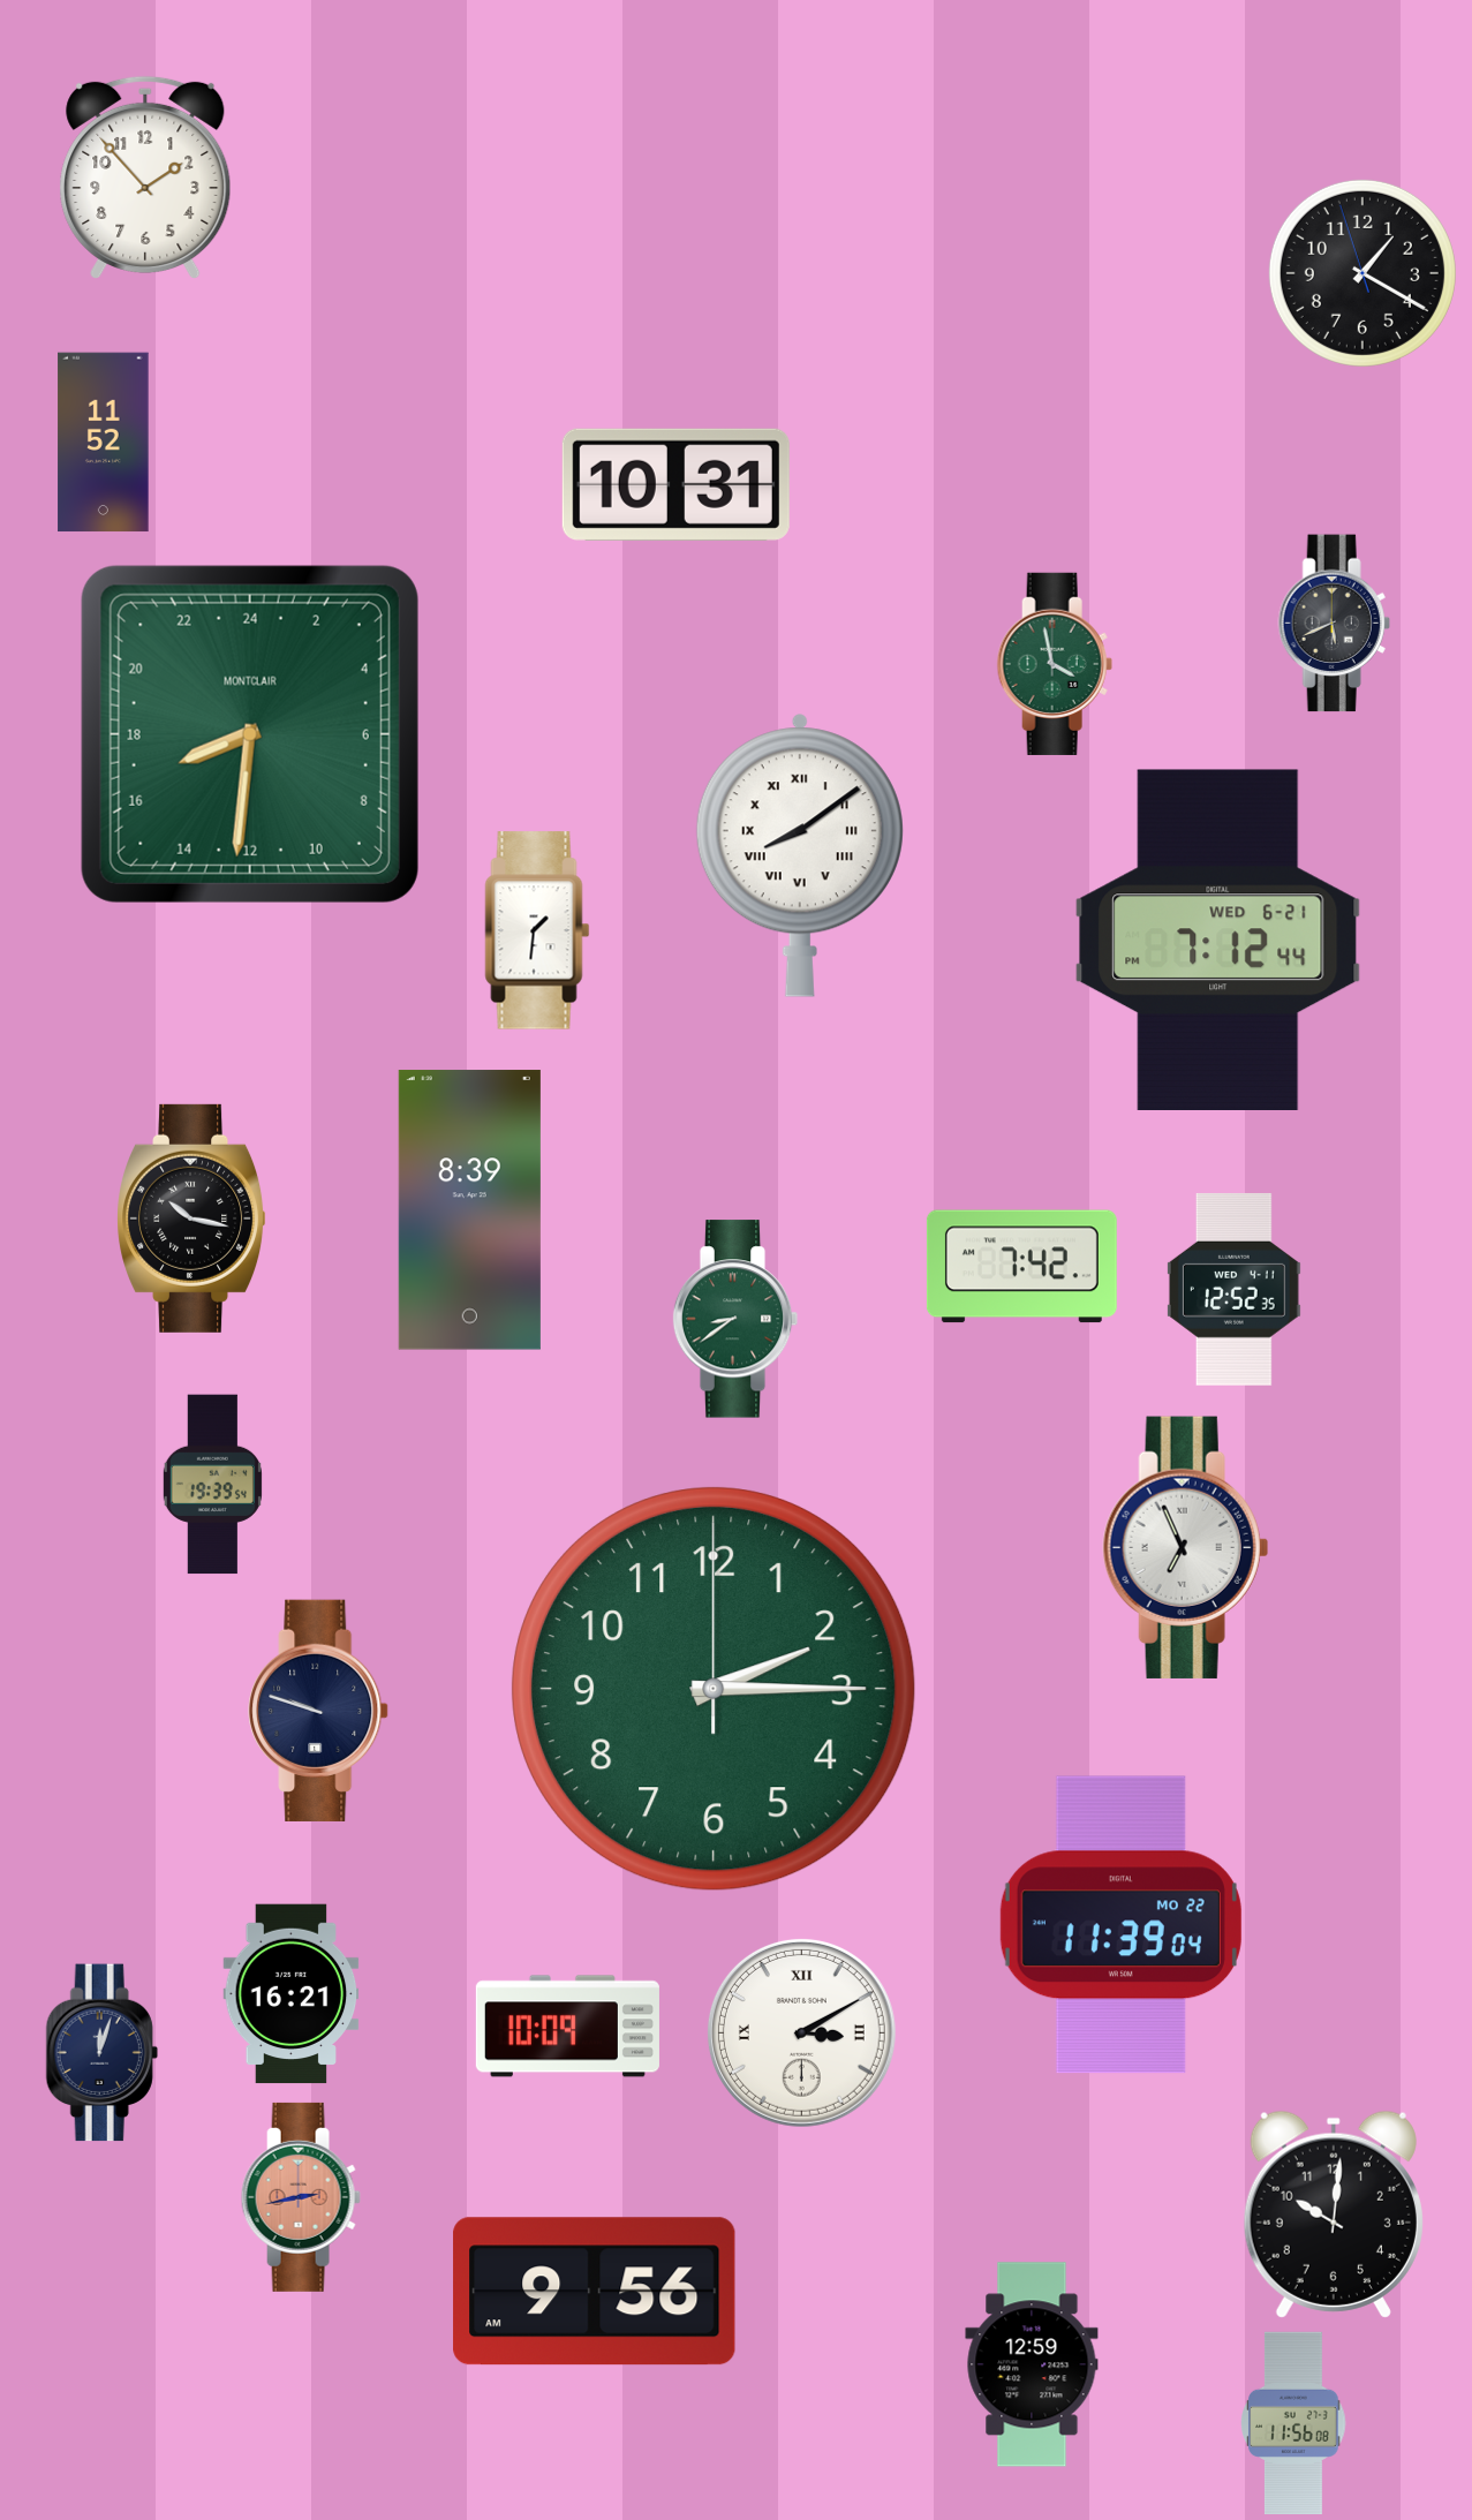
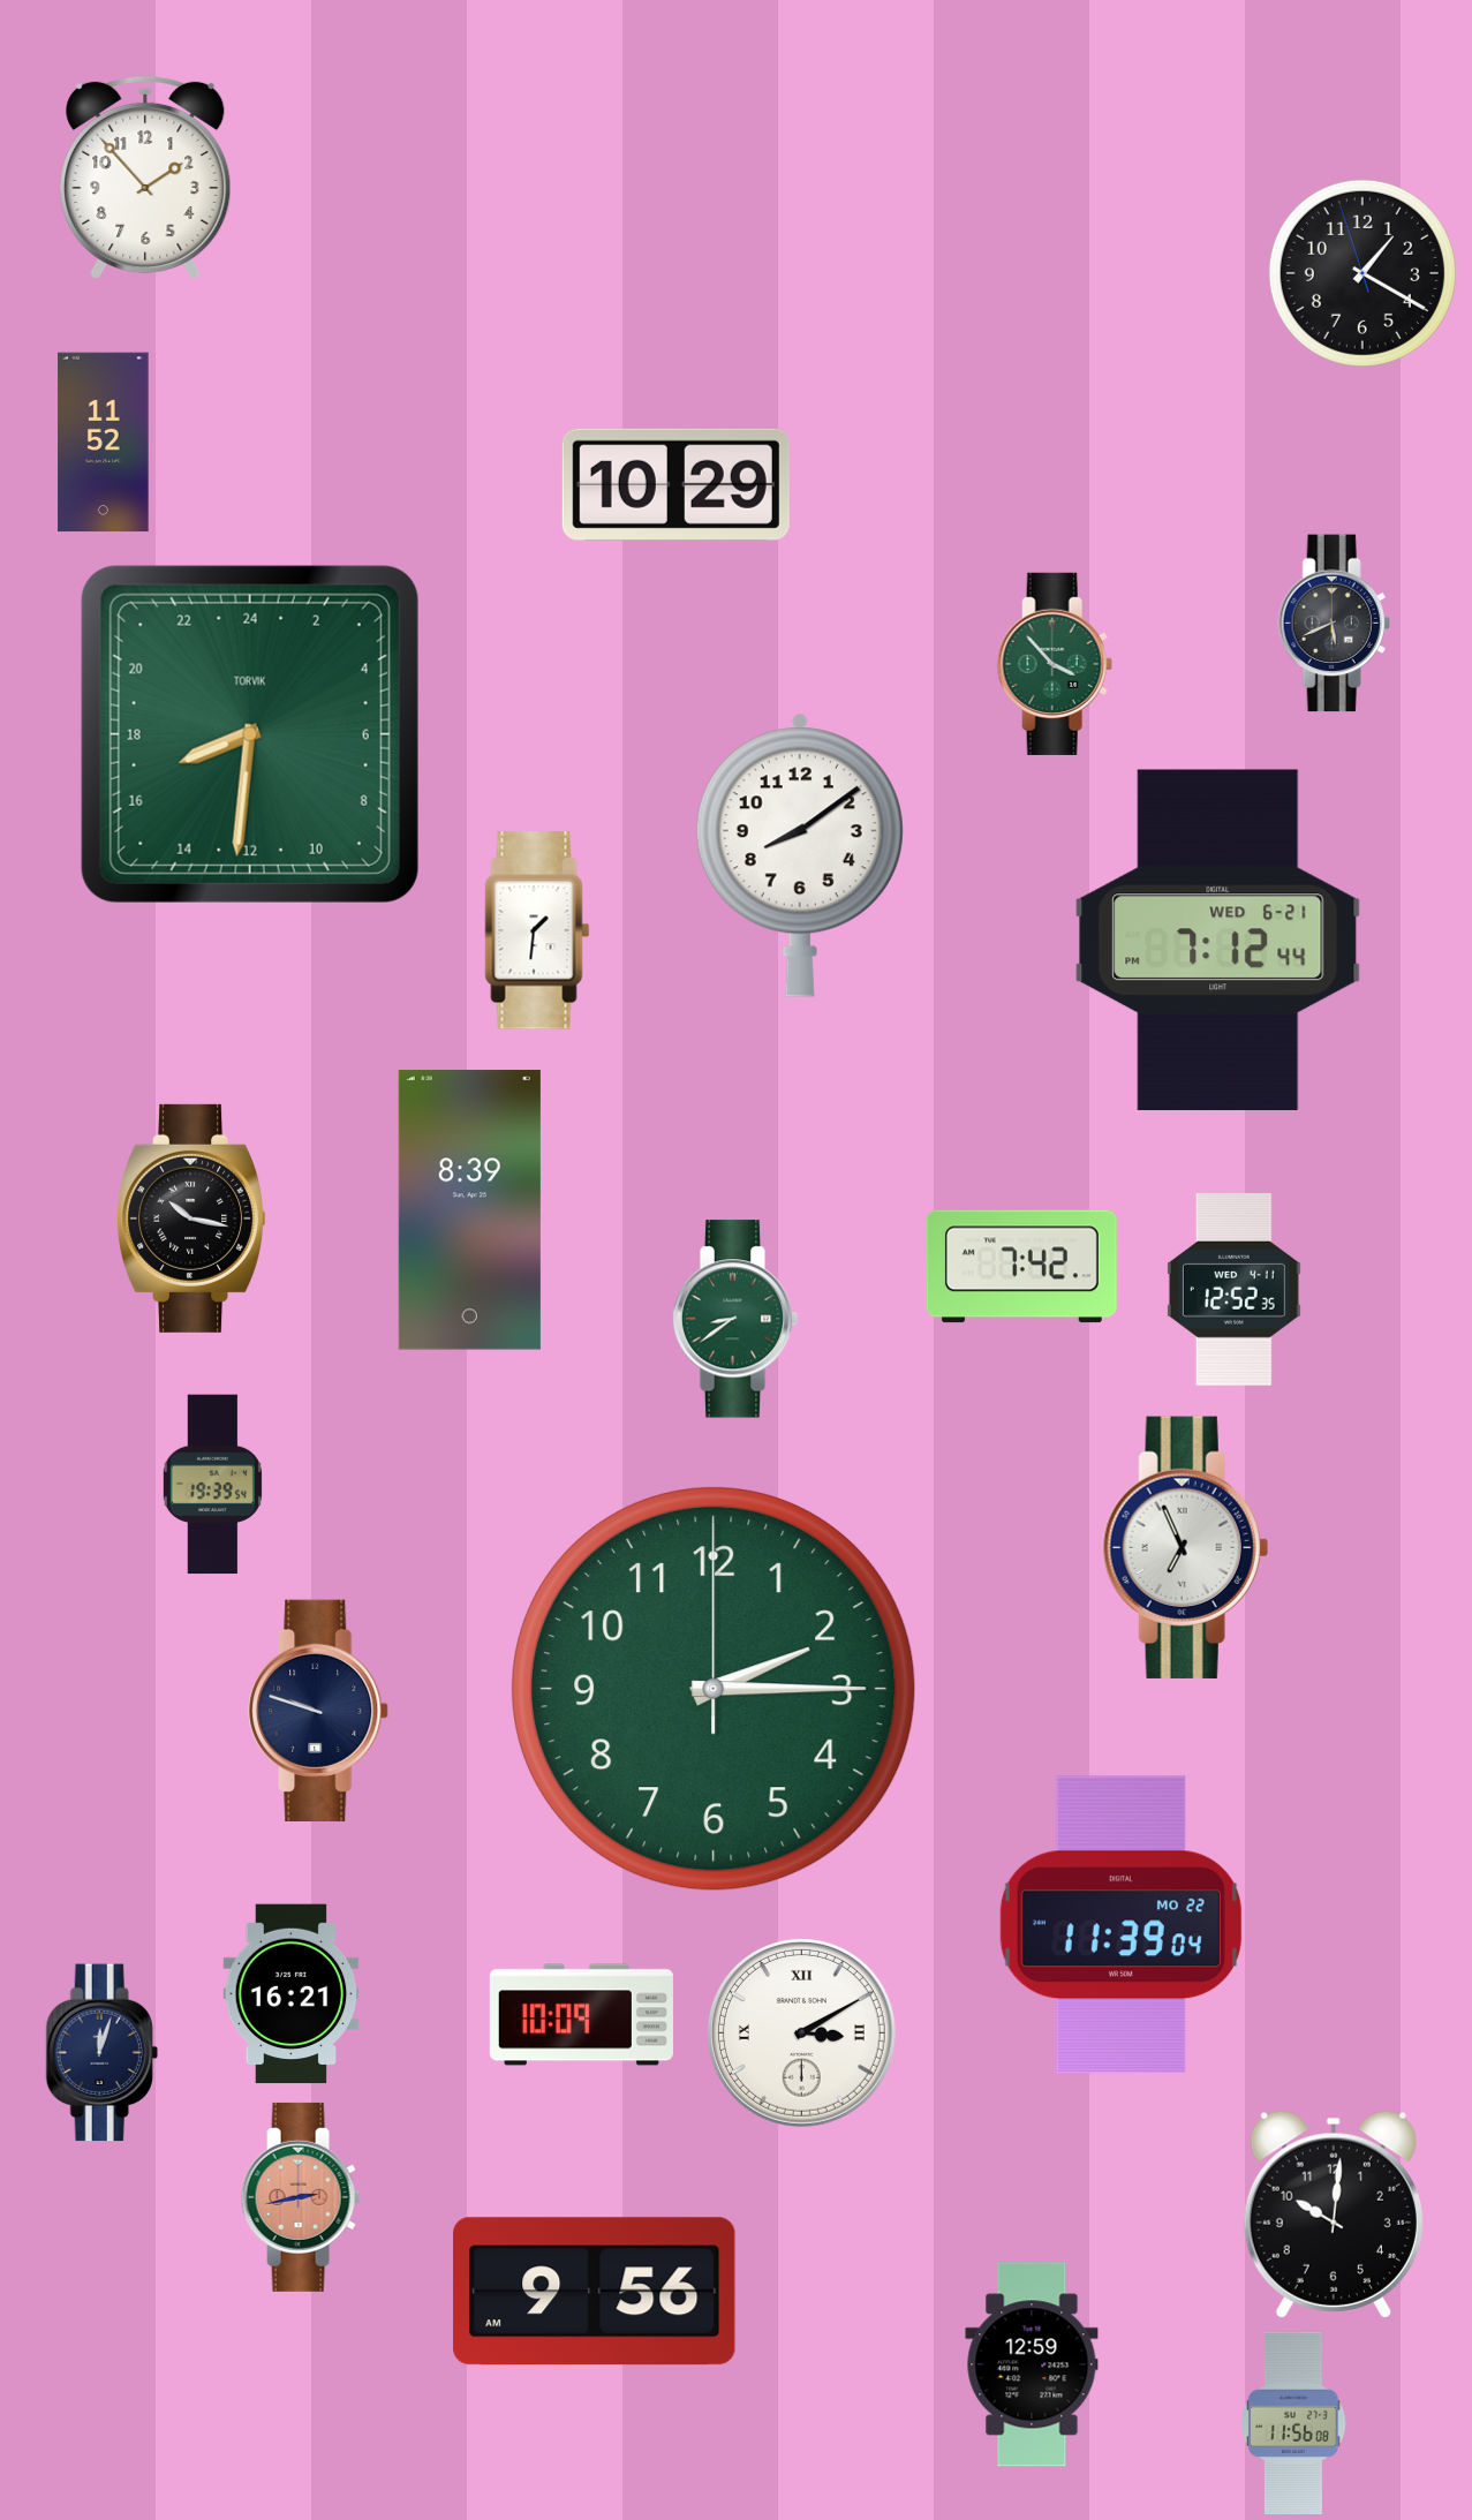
clock at (675, 484): 10:31 -> 10:29
clock at (1055, 664): 3:58 -> 3:53
clock at (250, 734) brand: MONTCLAIR -> TORVIK
clock at (800, 855) numerals: Roman -> Arabic
clock at (567, 2027) position: (567, 2027) -> (581, 2015)
